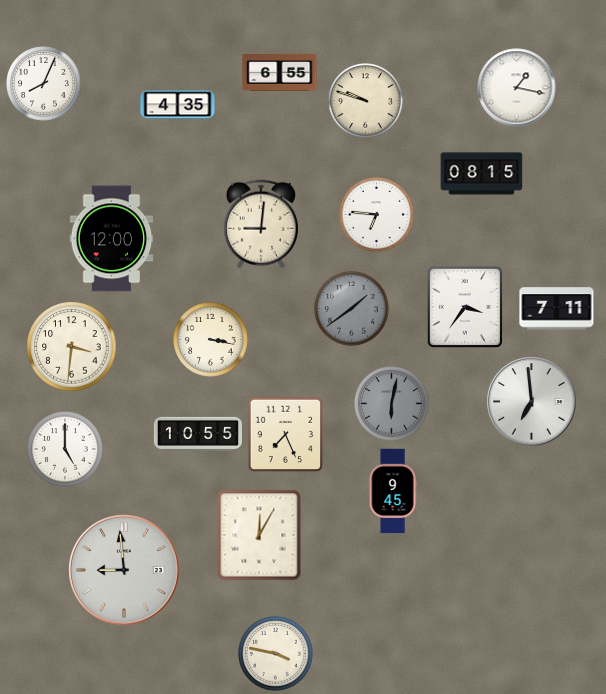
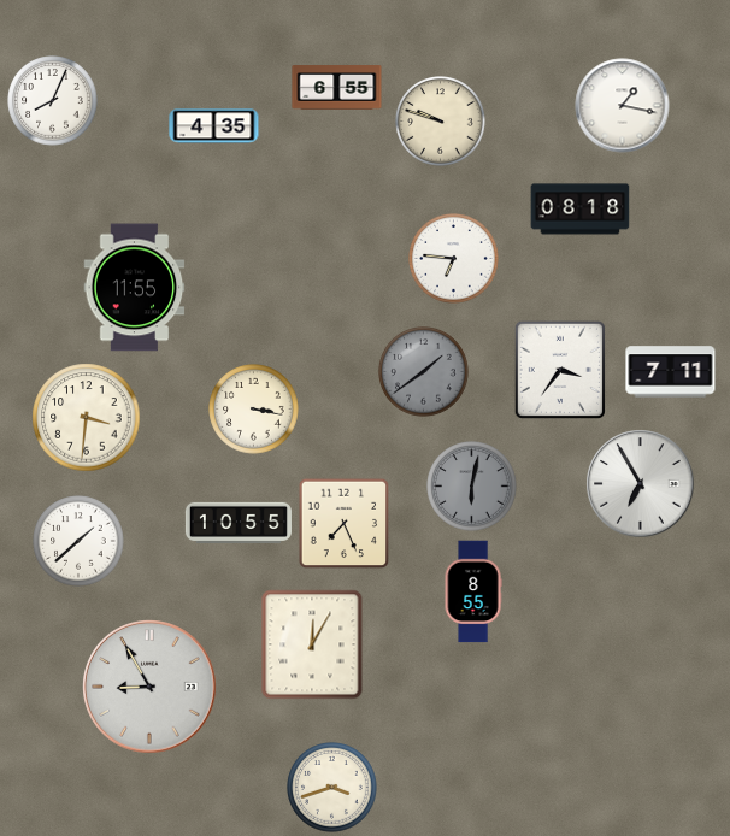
clock at (482, 174): 08:15 -> 08:18
clock at (261, 224): 9:01 -> none
clock at (112, 239): 12:00 -> 11:55
clock at (532, 402): 6:59 -> 6:55
clock at (65, 449): 5:00 -> 1:38
clock at (393, 491): 9:45 -> 8:55
clock at (124, 570): 8:59 -> 8:55
clock at (276, 654): 3:47 -> 3:42
